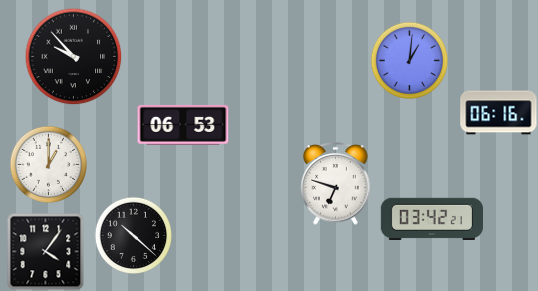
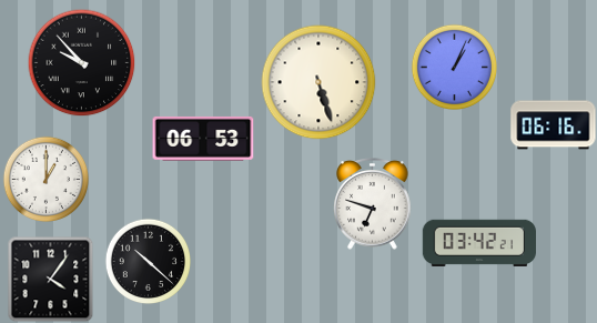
clock at (409, 60): 1:01 -> 1:04
clock at (318, 82): none -> 5:27
clock at (48, 164) position: (48, 164) -> (45, 179)
